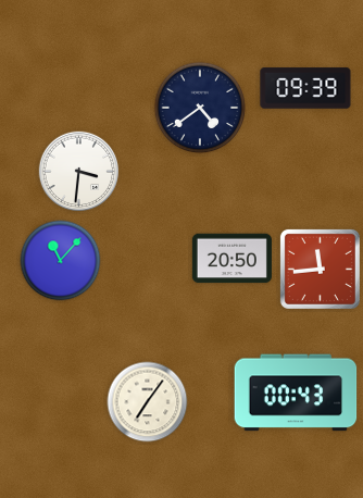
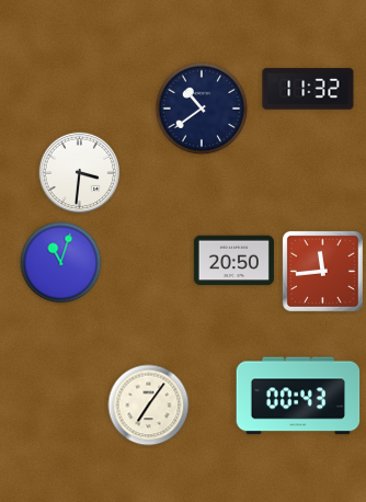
clock at (305, 88): 09:39 -> 11:32
clock at (200, 108): 4:39 -> 10:39
clock at (61, 261): 11:07 -> 11:03
